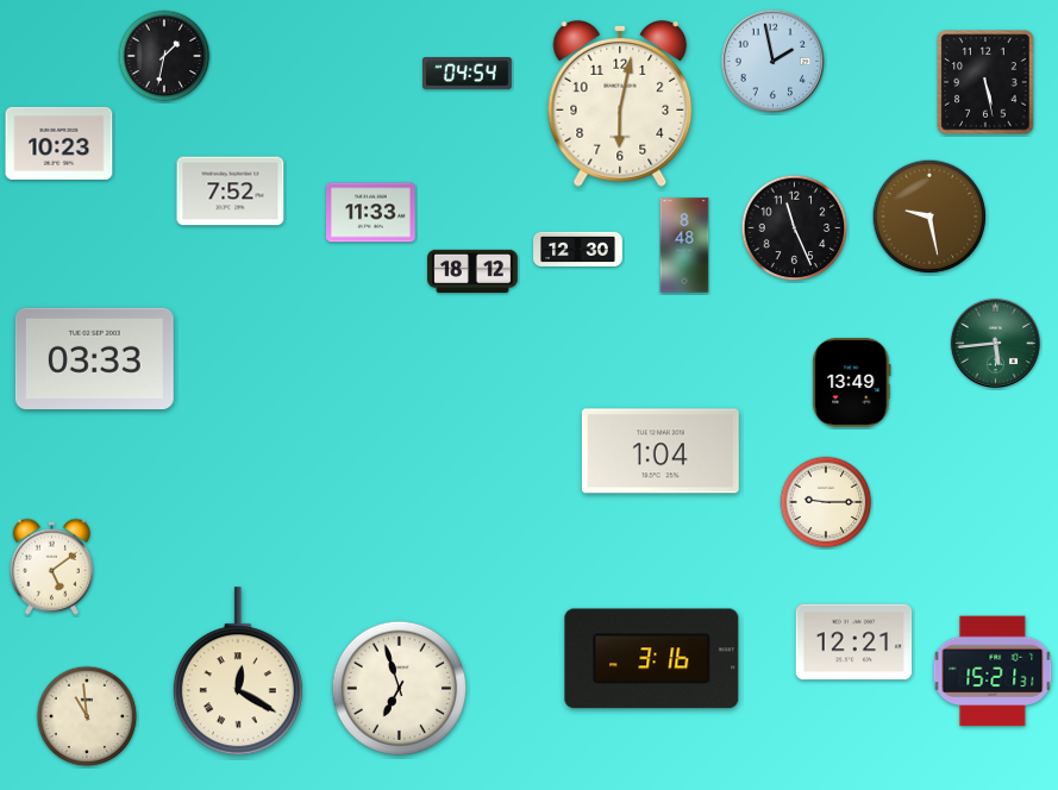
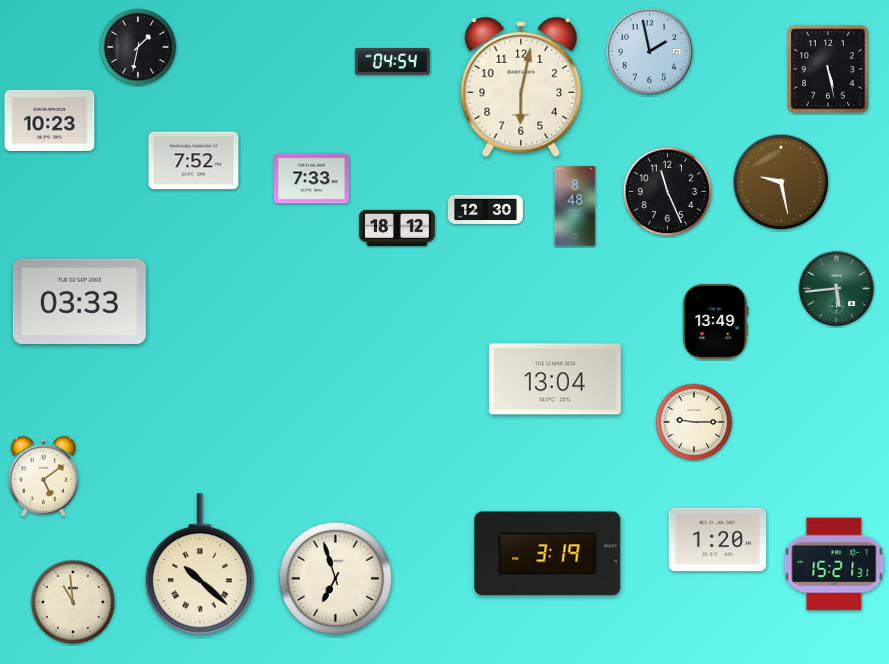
clock at (371, 213): 11:33 -> 7:33
clock at (661, 451): 1:04 -> 13:04
clock at (854, 642): 12:21 -> 1:20
clock at (652, 659): 3:16 -> 3:19
clock at (238, 672): 12:20 -> 10:22
